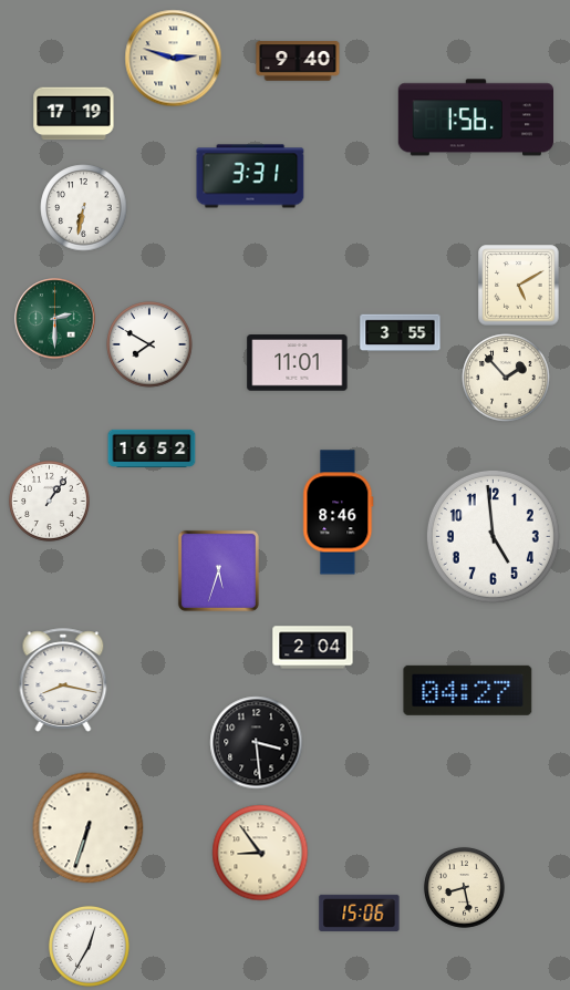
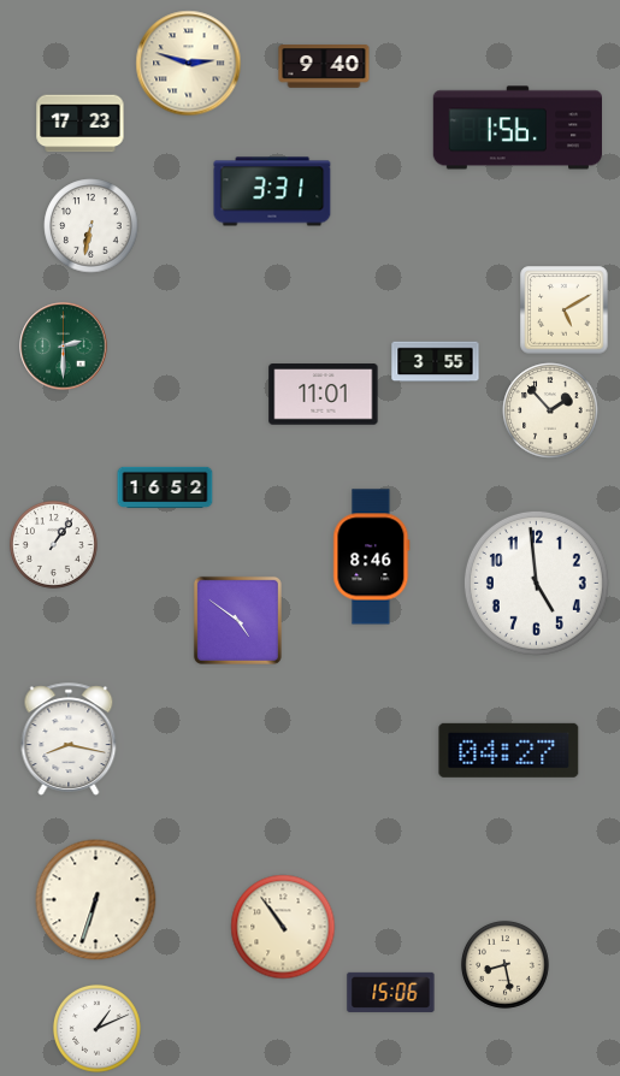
clock at (74, 114): 17:19 -> 17:23
clock at (55, 319) position: (55, 319) -> (64, 347)
clock at (149, 344): 7:50 -> none
clock at (339, 513) position: (339, 513) -> (372, 557)
clock at (218, 570): 5:33 -> 4:51
clock at (313, 648): 2:04 -> none
clock at (257, 743): 3:29 -> none
clock at (260, 853): 8:54 -> 10:54
clock at (89, 946): 12:35 -> 1:11
